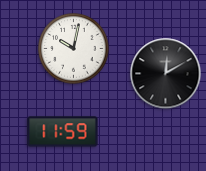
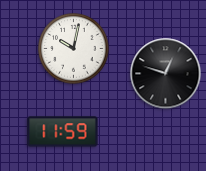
clock at (166, 74): 12:10 -> 12:48
